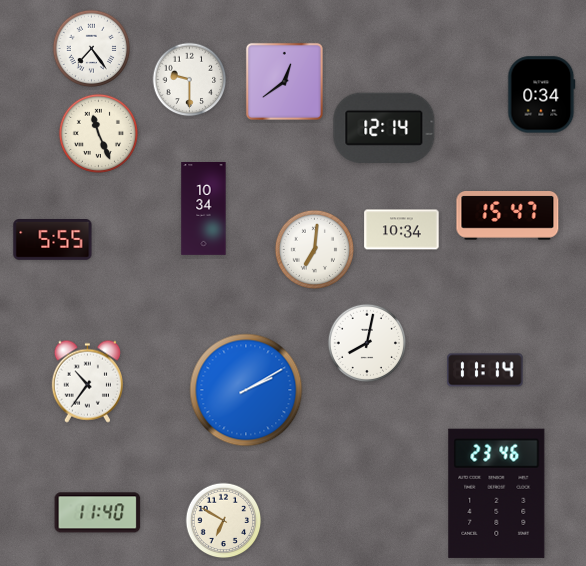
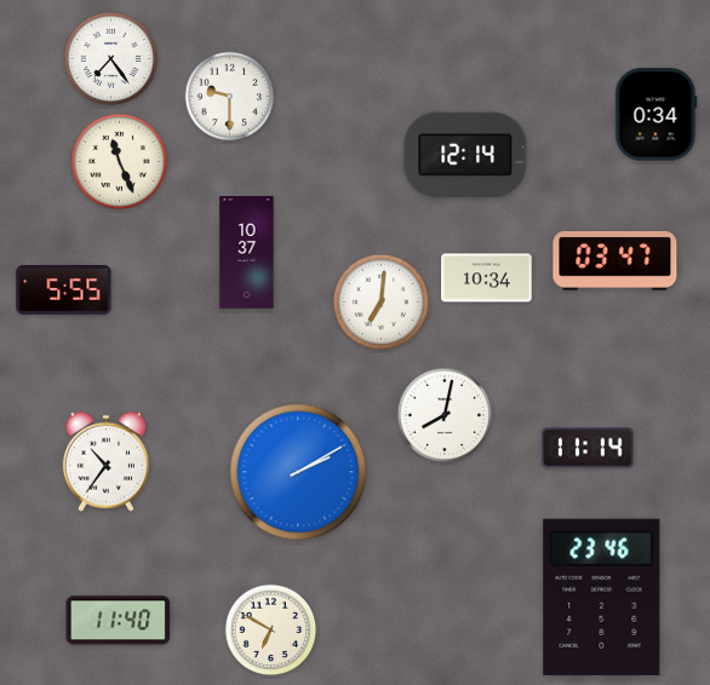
clock at (284, 81): 12:39 -> none
clock at (204, 209): 10:34 -> 10:37
clock at (508, 216): 15:47 -> 03:47
